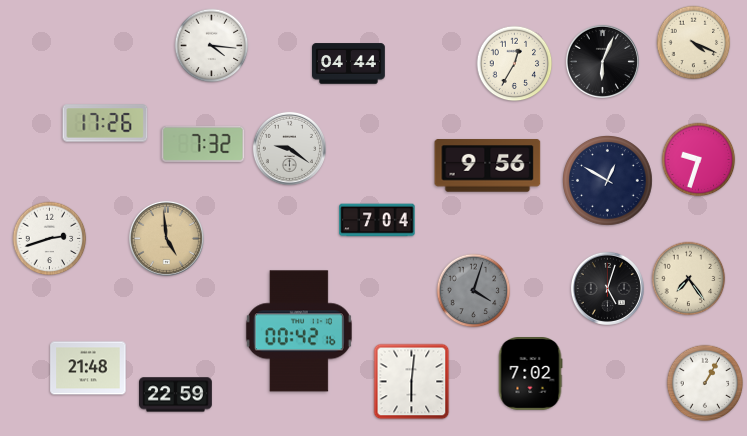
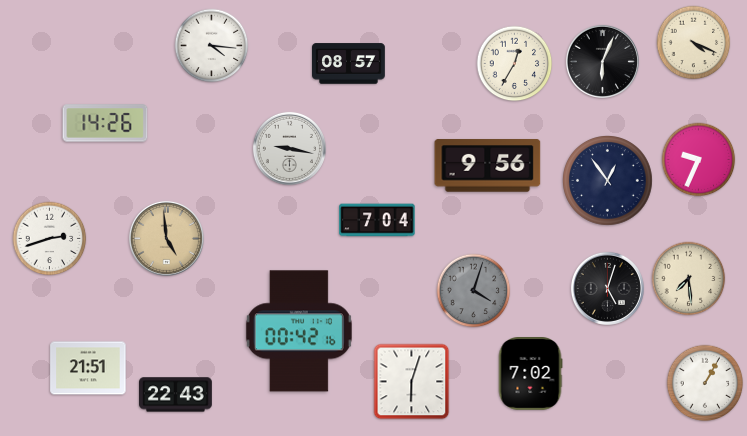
clock at (349, 64): 04:44 -> 08:57
clock at (105, 123): 17:26 -> 14:26
clock at (203, 144): 7:32 -> none
clock at (289, 148): 9:21 -> 9:17
clock at (699, 160): 9:33 -> 9:34
clock at (608, 181): 12:50 -> 12:54
clock at (689, 279): 7:24 -> 7:29
clock at (88, 368): 21:48 -> 21:51
clock at (412, 382): 6:01 -> 6:03
clock at (176, 395): 22:59 -> 22:43
